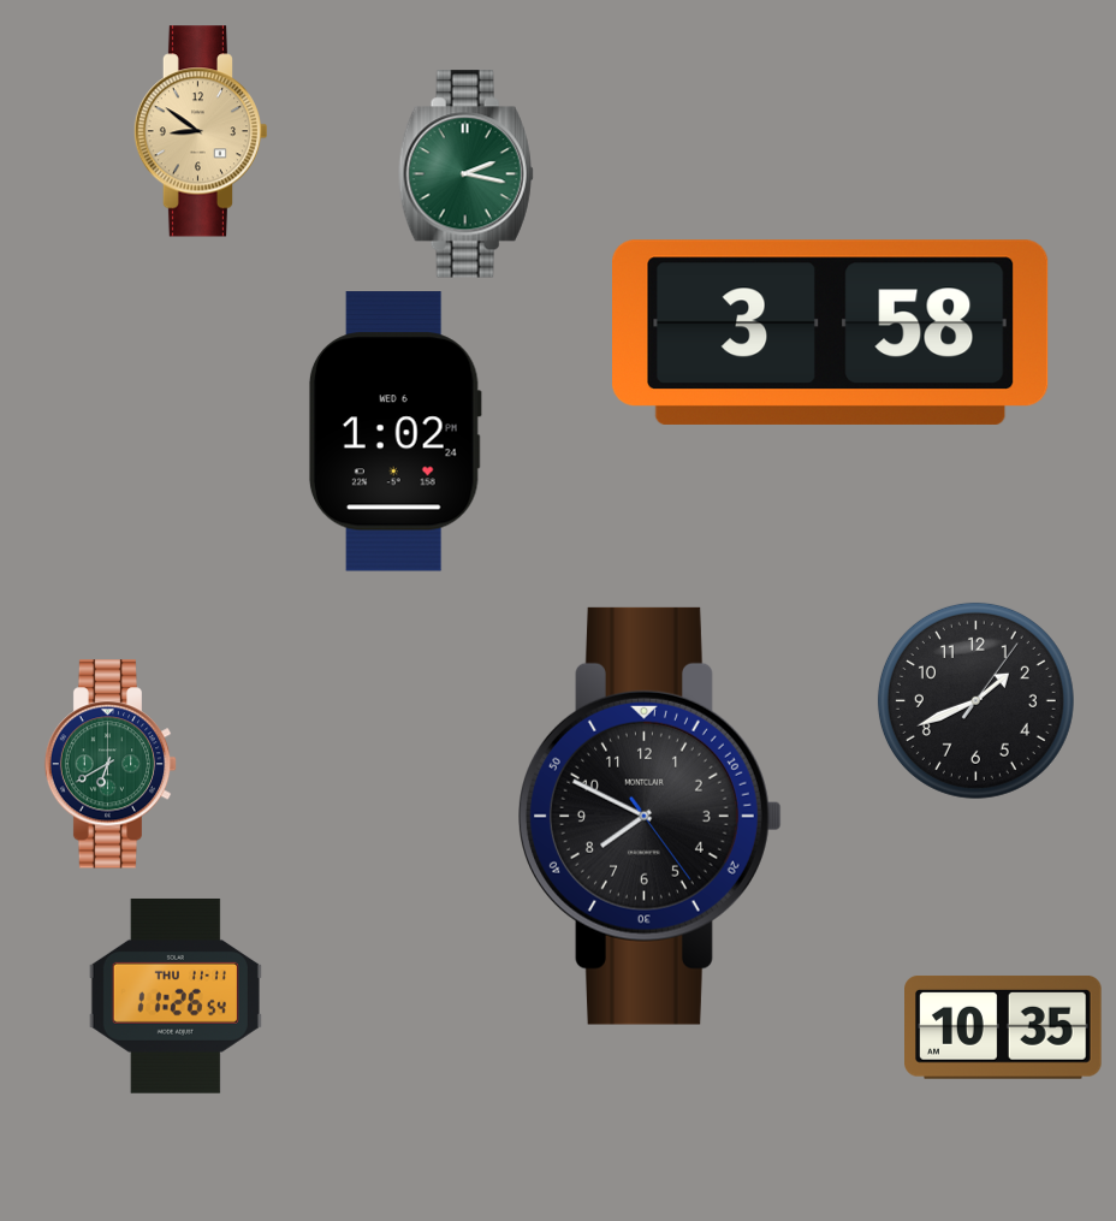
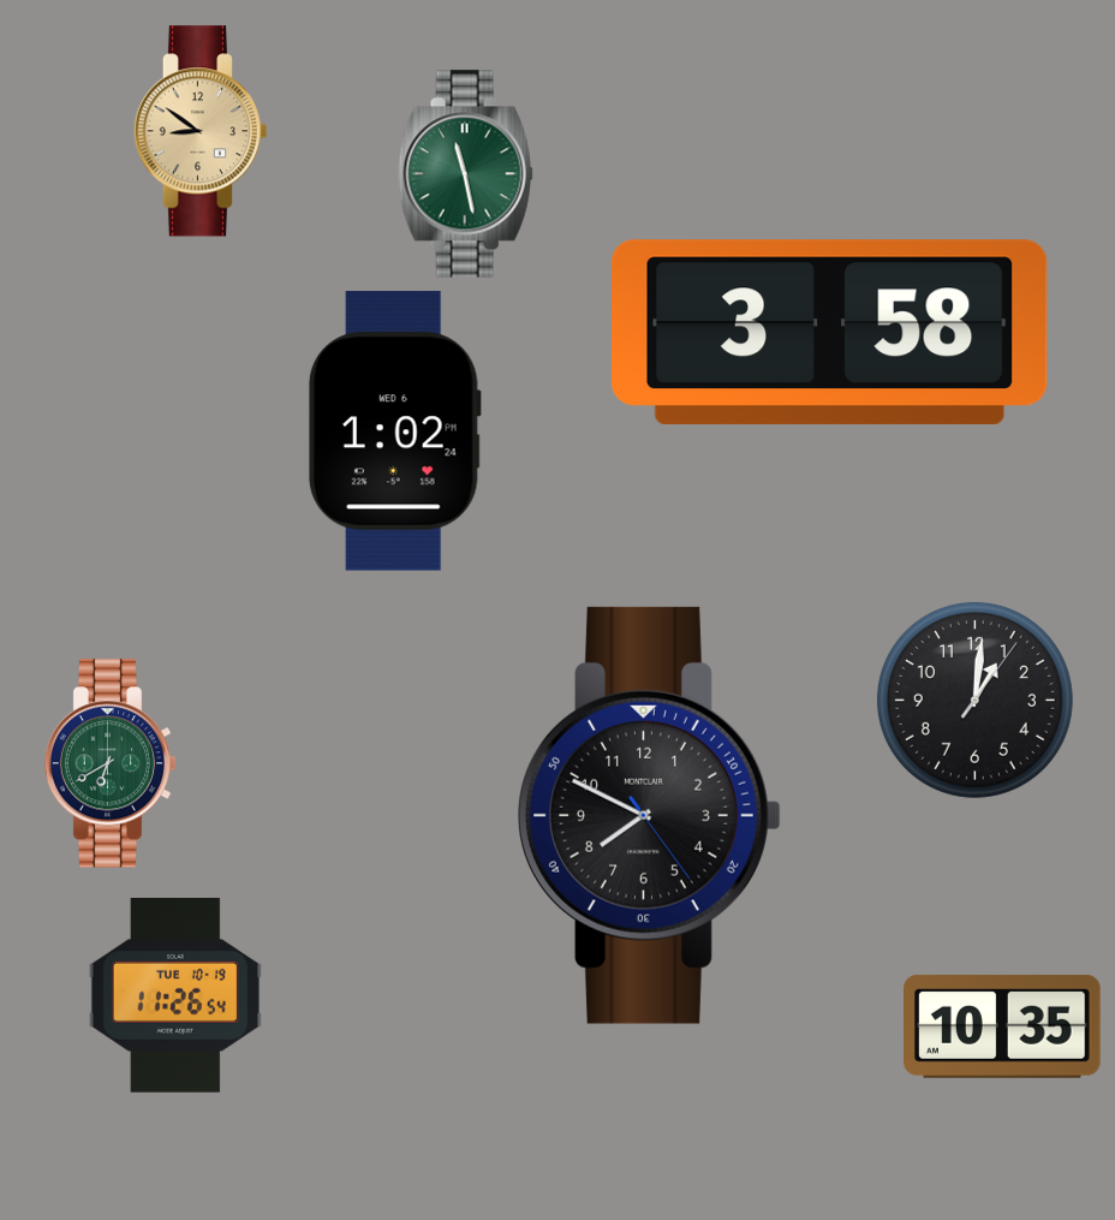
clock at (465, 174): 2:17 -> 11:28
clock at (975, 700): 1:41 -> 1:01
clock at (176, 996) date: THU 11-11 -> TUE 10-19
